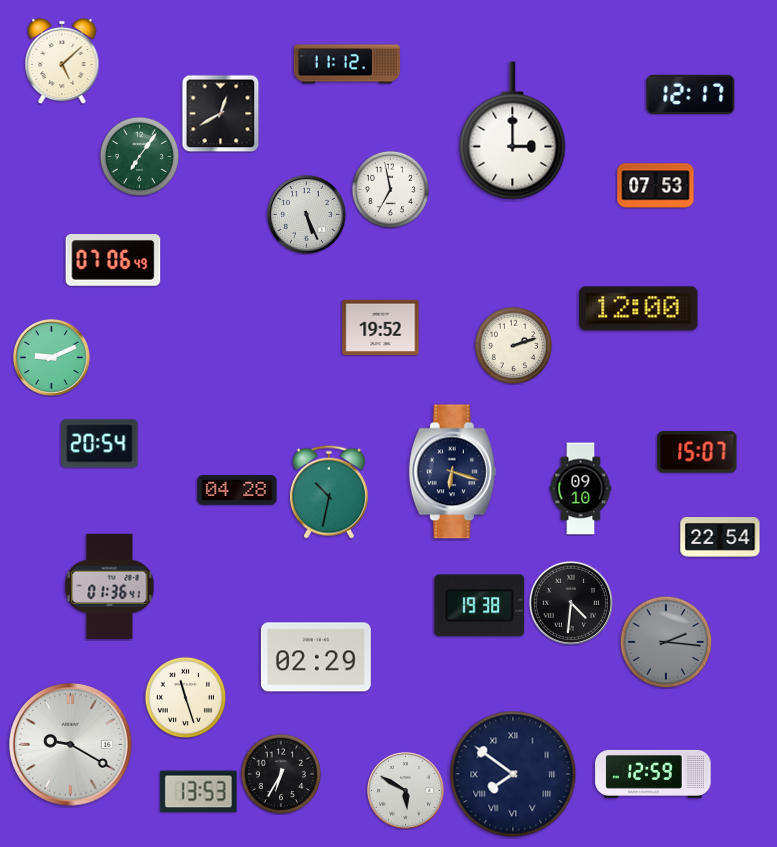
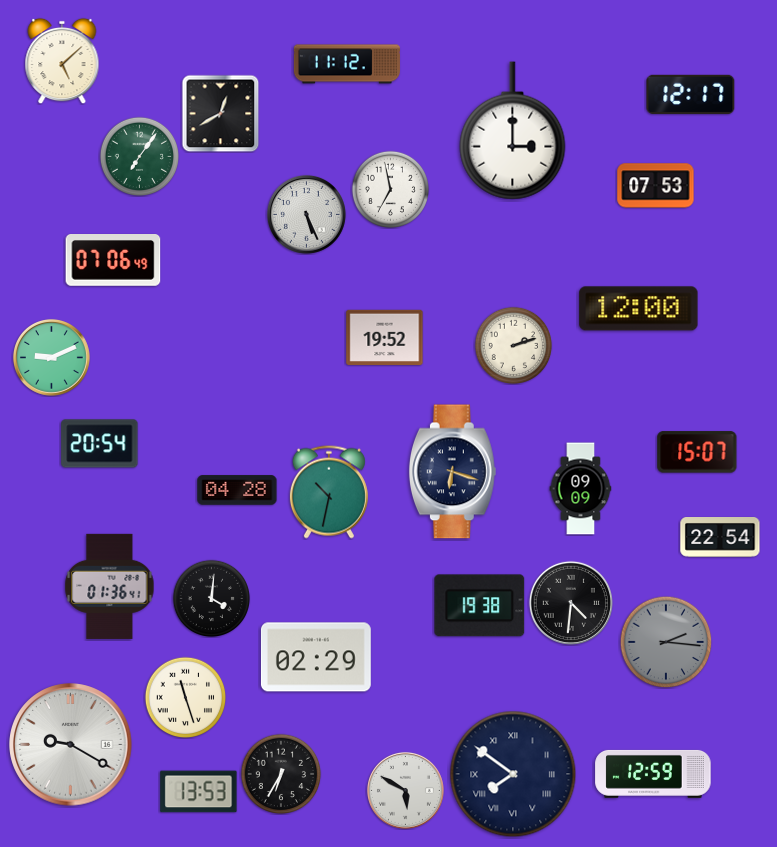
clock at (381, 327) position: (381, 327) -> (385, 337)
clock at (581, 489): 09:10 -> 09:09
clock at (211, 598): none -> 4:01
